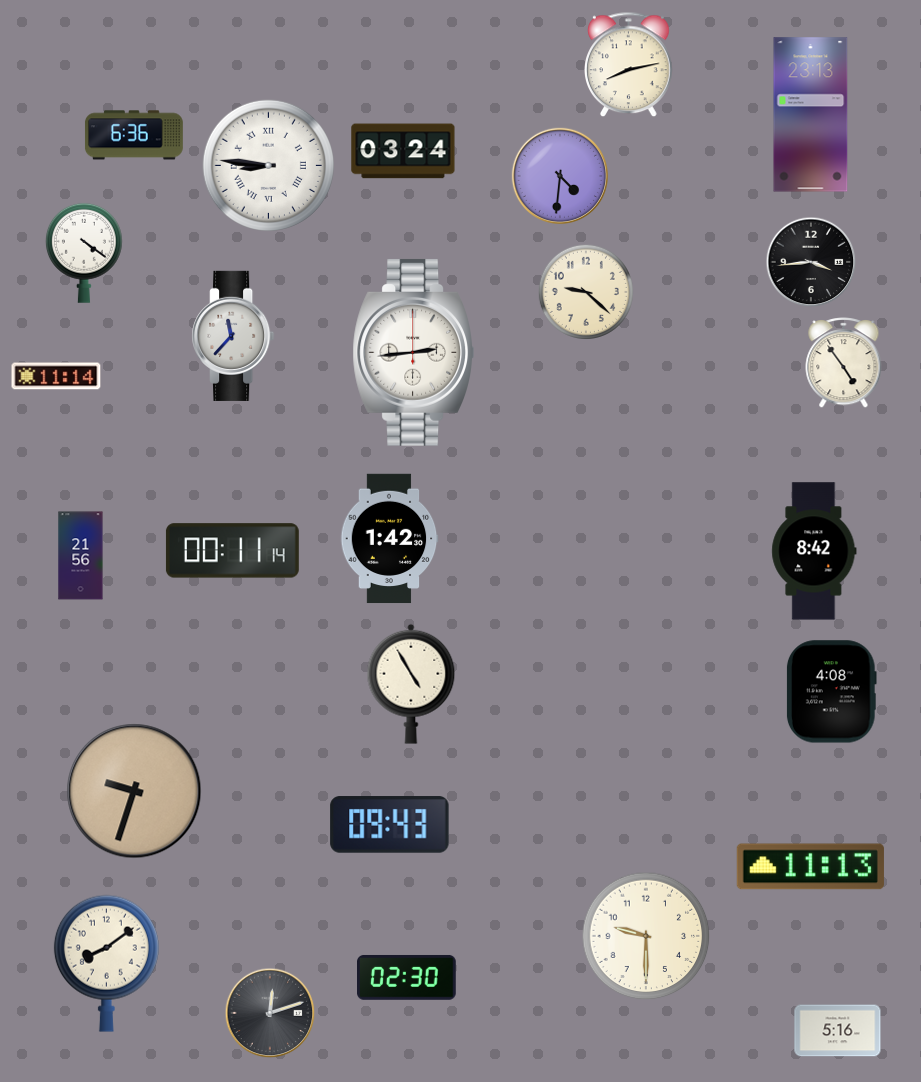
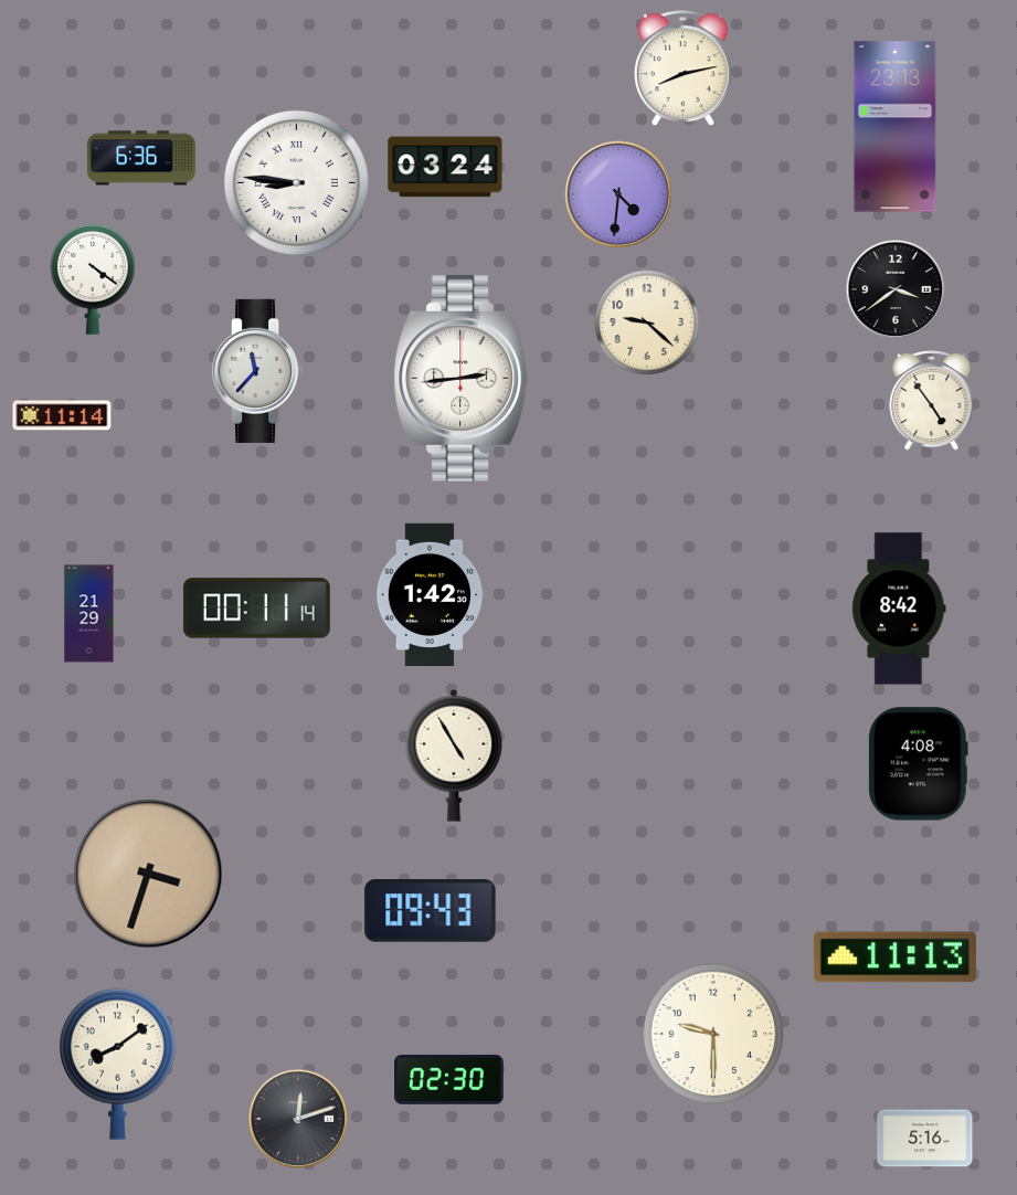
clock at (629, 65) position: (629, 65) -> (684, 68)
clock at (134, 135) position: (134, 135) -> (141, 158)
clock at (811, 262): 3:44 -> 3:39
clock at (413, 352) position: (413, 352) -> (460, 378)
clock at (81, 556): 21:56 -> 21:29
clock at (134, 791): 9:33 -> 3:33
